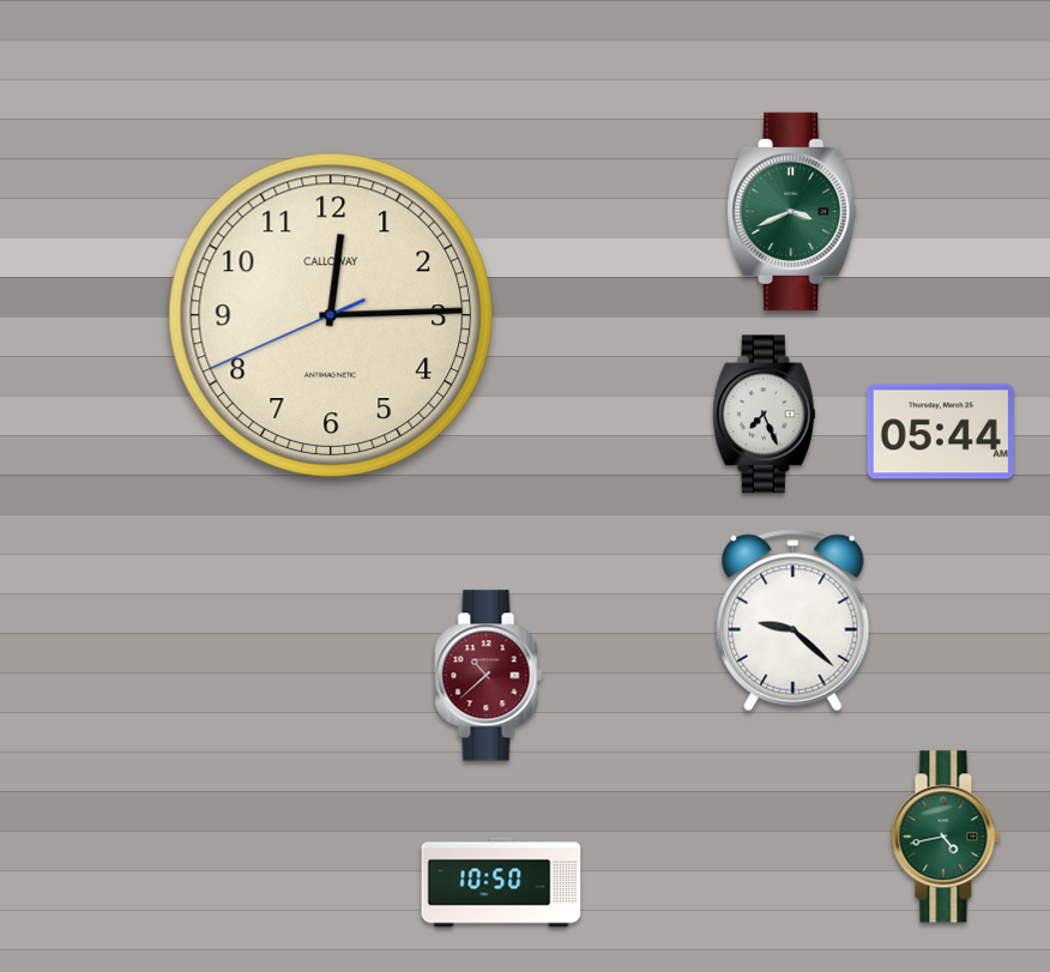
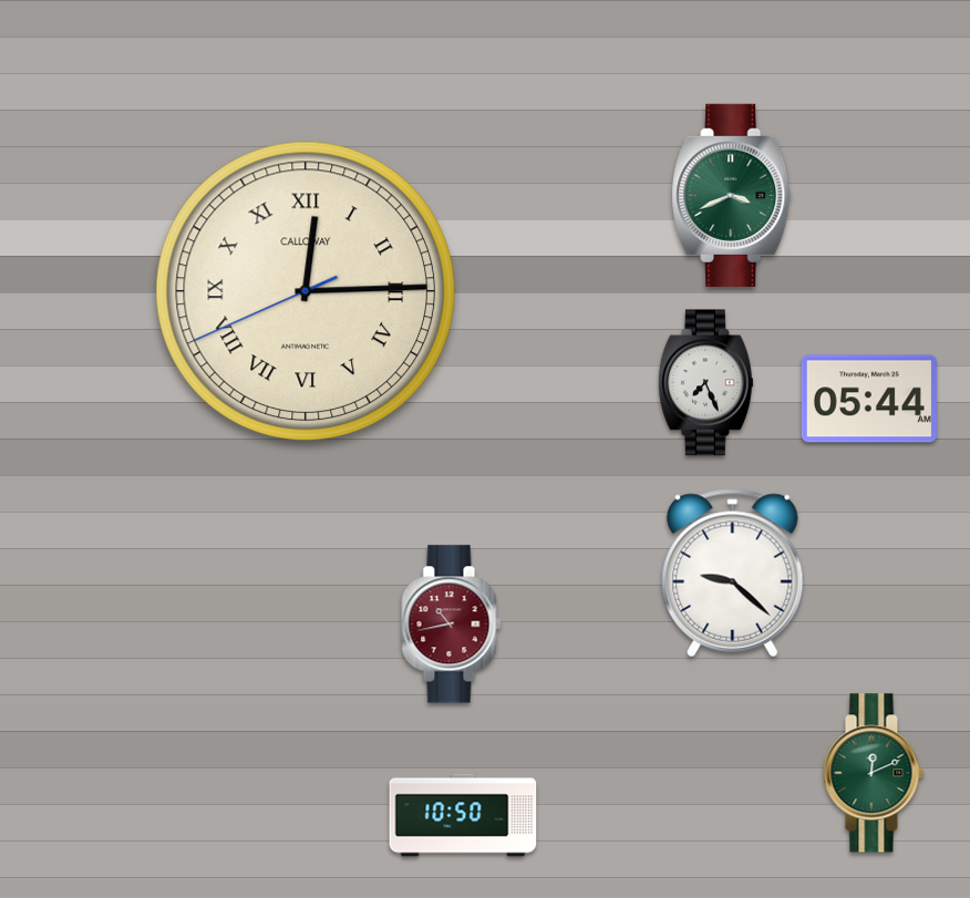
clock at (330, 314) numerals: Arabic -> Roman
clock at (489, 676): 10:38 -> 10:43
clock at (946, 837): 4:43 -> 12:11
